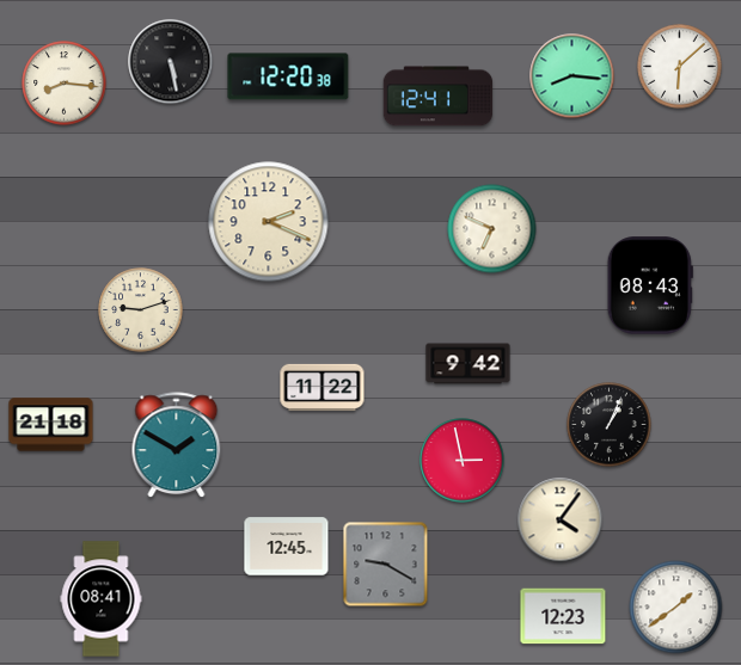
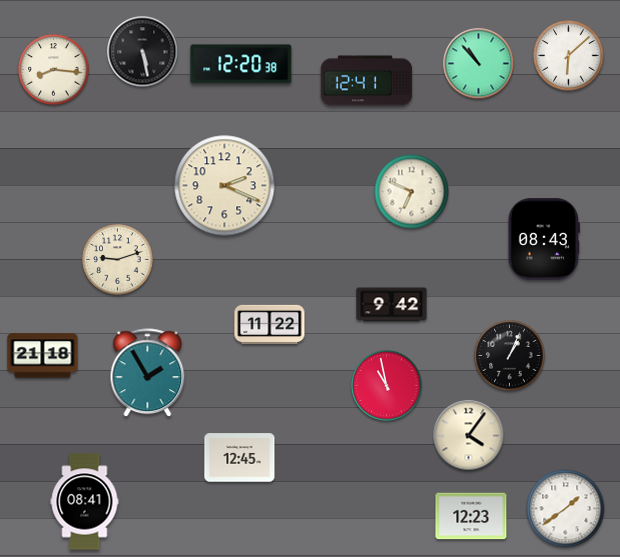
clock at (572, 76): 8:16 -> 10:53
clock at (177, 445): 1:50 -> 1:55
clock at (463, 461): 2:58 -> 10:58
clock at (386, 565): 9:20 -> none
